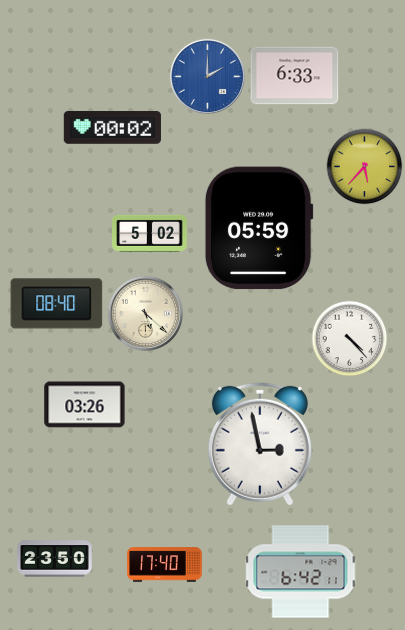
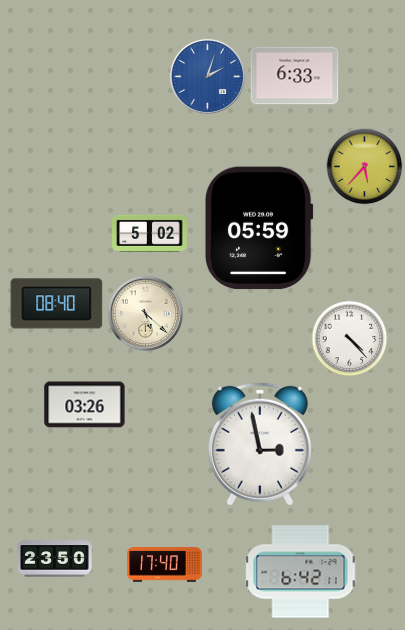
clock at (207, 76): 2:00 -> 2:03
clock at (112, 128): 00:02 -> none
